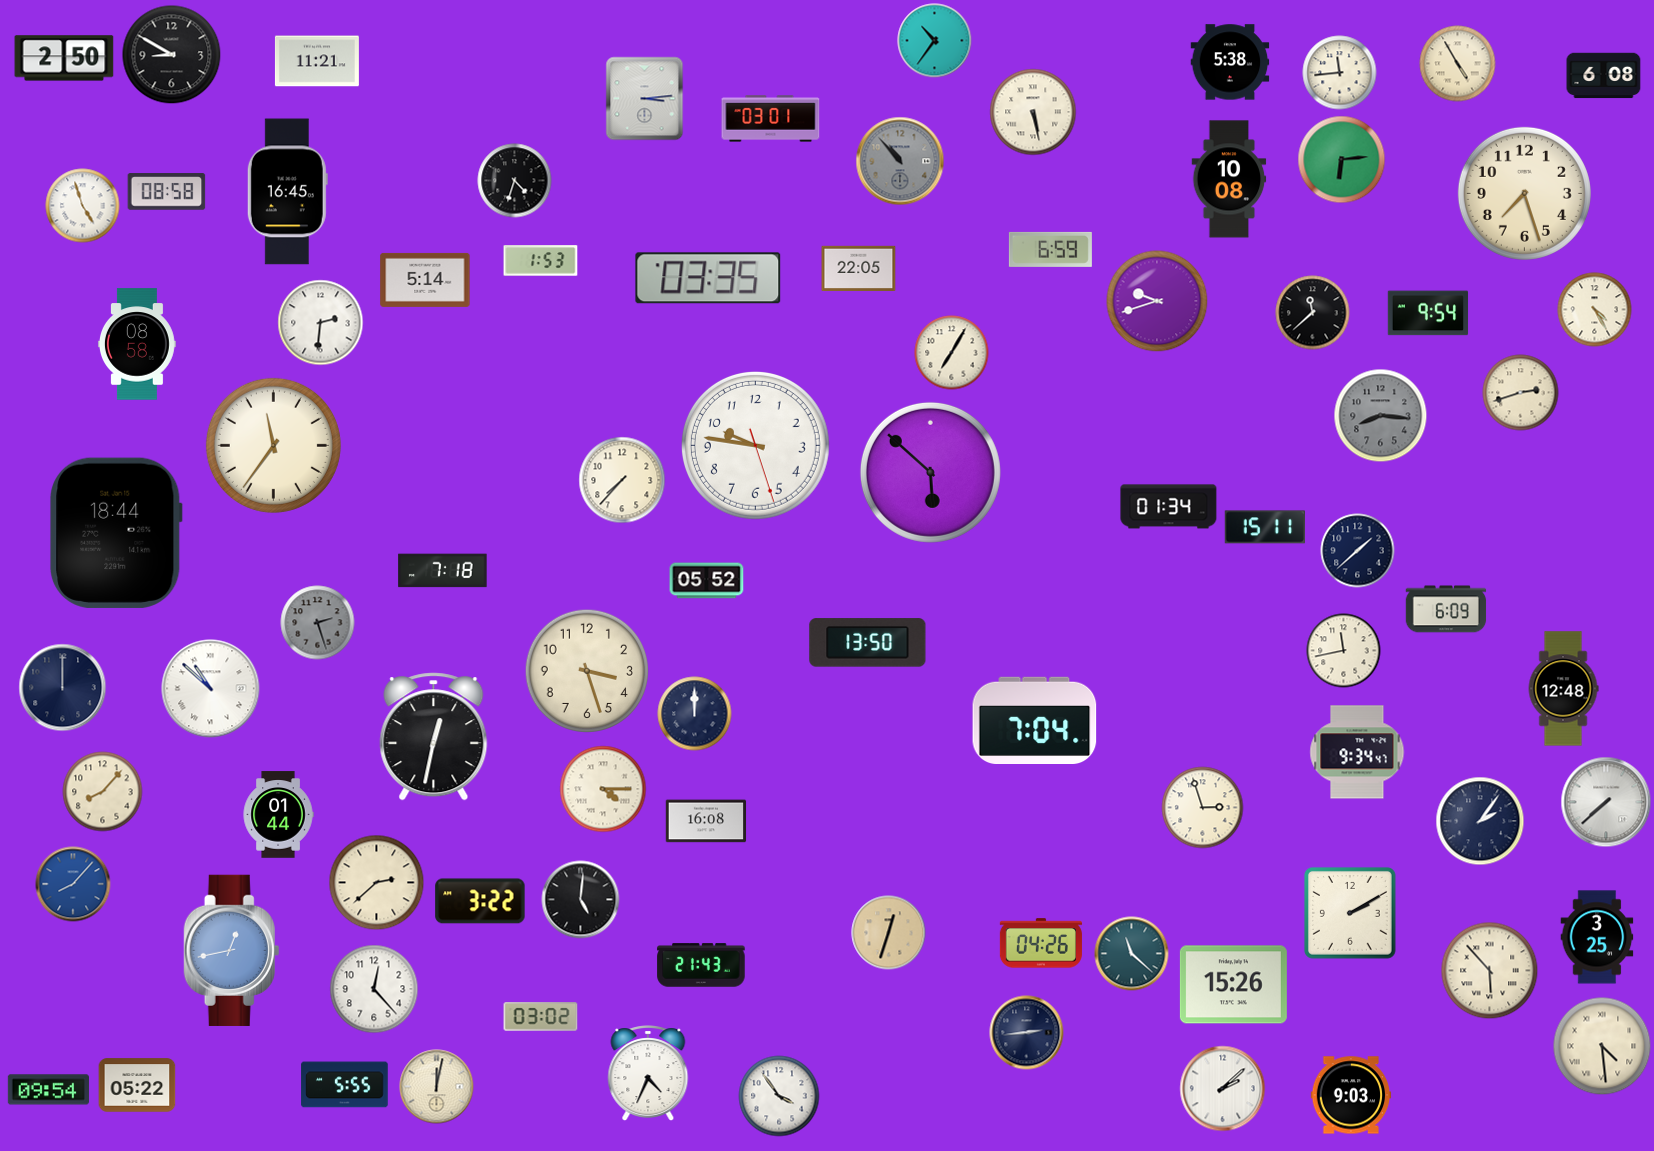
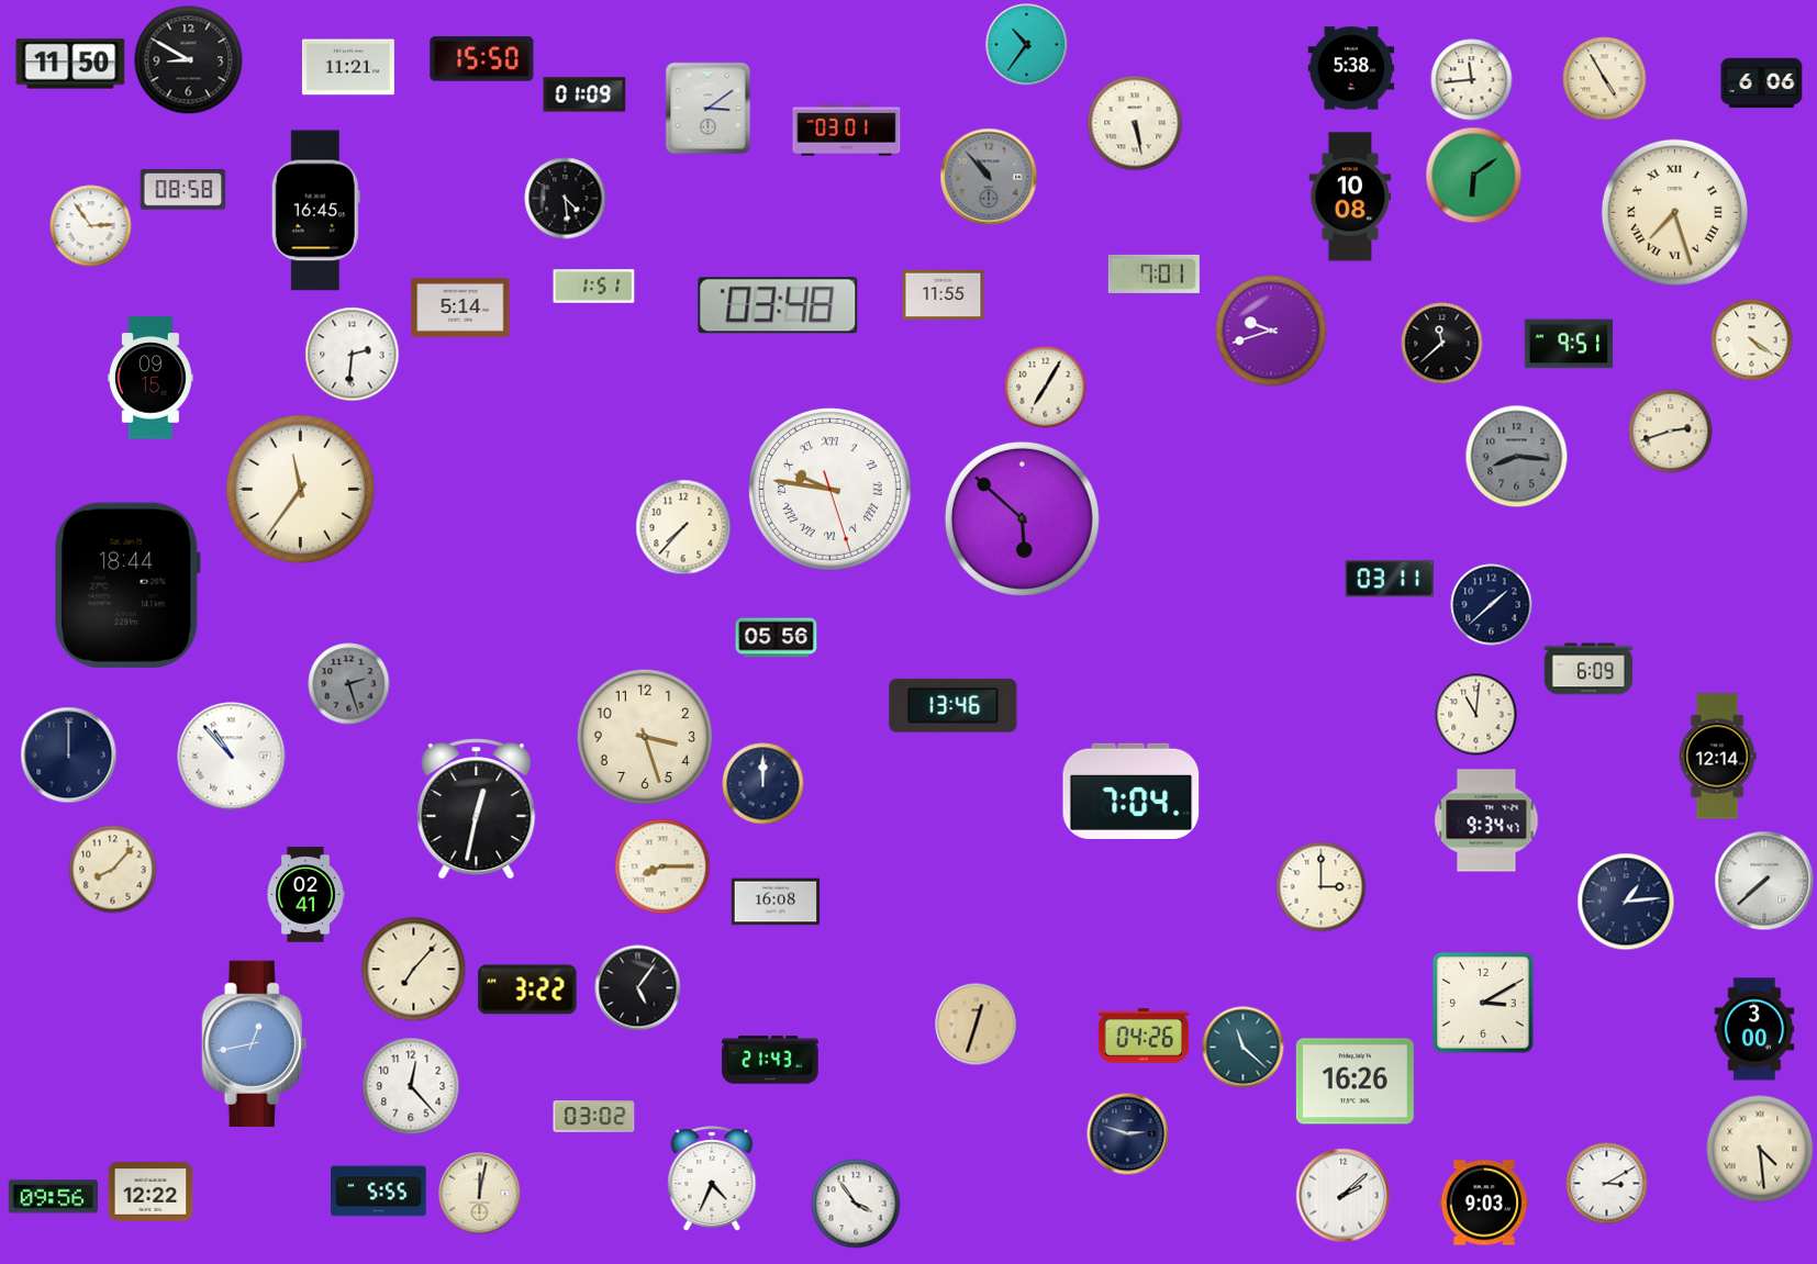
clock at (482, 59): none -> 15:50
clock at (64, 58): 2:50 -> 11:50
clock at (1458, 64) position: (1458, 64) -> (1605, 79)
clock at (1604, 76): 6:08 -> 6:06
clock at (584, 94): none -> 01:09
clock at (645, 99): 3:14 -> 3:09
clock at (1342, 160): 6:14 -> 6:09
clock at (515, 181): 4:33 -> 4:29
clock at (167, 192) position: (167, 192) -> (183, 190)
clock at (1524, 193) numerals: Arabic -> Roman
clock at (83, 206): 4:57 -> 2:54
clock at (1050, 249): 6:59 -> 7:01
clock at (541, 261): 1:53 -> 1:51
clock at (859, 269): 22:05 -> 11:55
clock at (708, 278): 03:35 -> 03:48
clock at (425, 280) position: (425, 280) -> (460, 307)
clock at (1595, 310): 4:25 -> 4:21
clock at (1428, 313): 9:54 -> 9:51
clock at (137, 344): 08:58 -> 09:15
clock at (755, 445) numerals: Arabic -> Roman
clock at (1169, 507): 01:34 -> none
clock at (1265, 527): 15:11 -> 03:11
clock at (443, 571): 7:18 -> none
clock at (707, 581): 05:52 -> 05:56
clock at (868, 643): 13:50 -> 13:46
clock at (1344, 651): 11:43 -> 11:01
clock at (211, 689): 10:52 -> 10:53
clock at (1563, 689): 12:48 -> 12:14
clock at (1035, 720) position: (1035, 720) -> (1132, 791)
clock at (1357, 752) position: (1357, 752) -> (1486, 820)
clock at (603, 789): 4:15 -> 8:15
clock at (1203, 808): 2:57 -> 3:00
clock at (278, 815): 01:44 -> 02:41
clock at (1480, 821): 2:06 -> 1:14
clock at (377, 883): 2:38 -> 7:07
clock at (73, 884): 8:07 -> none
clock at (581, 900): 5:01 -> 5:06
clock at (1350, 913): 2:10 -> 3:10
clock at (1597, 937): 3:25 -> 3:00
clock at (1490, 971): 5:53 -> none
clock at (1233, 985): 15:26 -> 16:26
clock at (1027, 1033): 2:44 -> 2:48
clock at (1607, 1184): none -> 3:10
clock at (137, 1085): 05:22 -> 12:22
clock at (48, 1090): 09:54 -> 09:56
